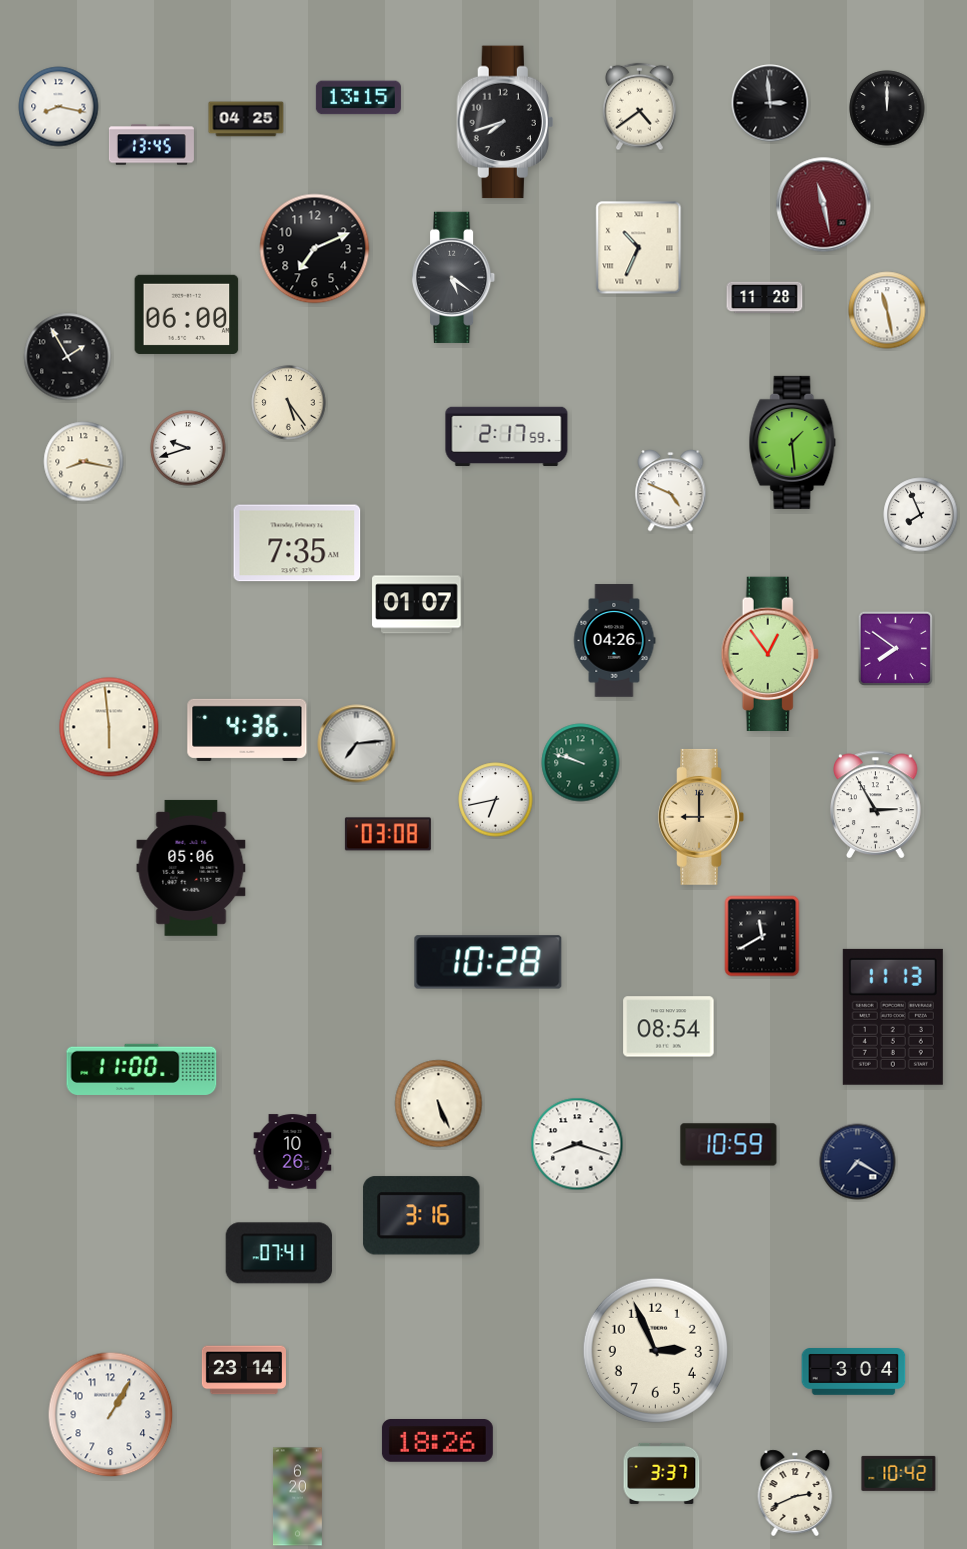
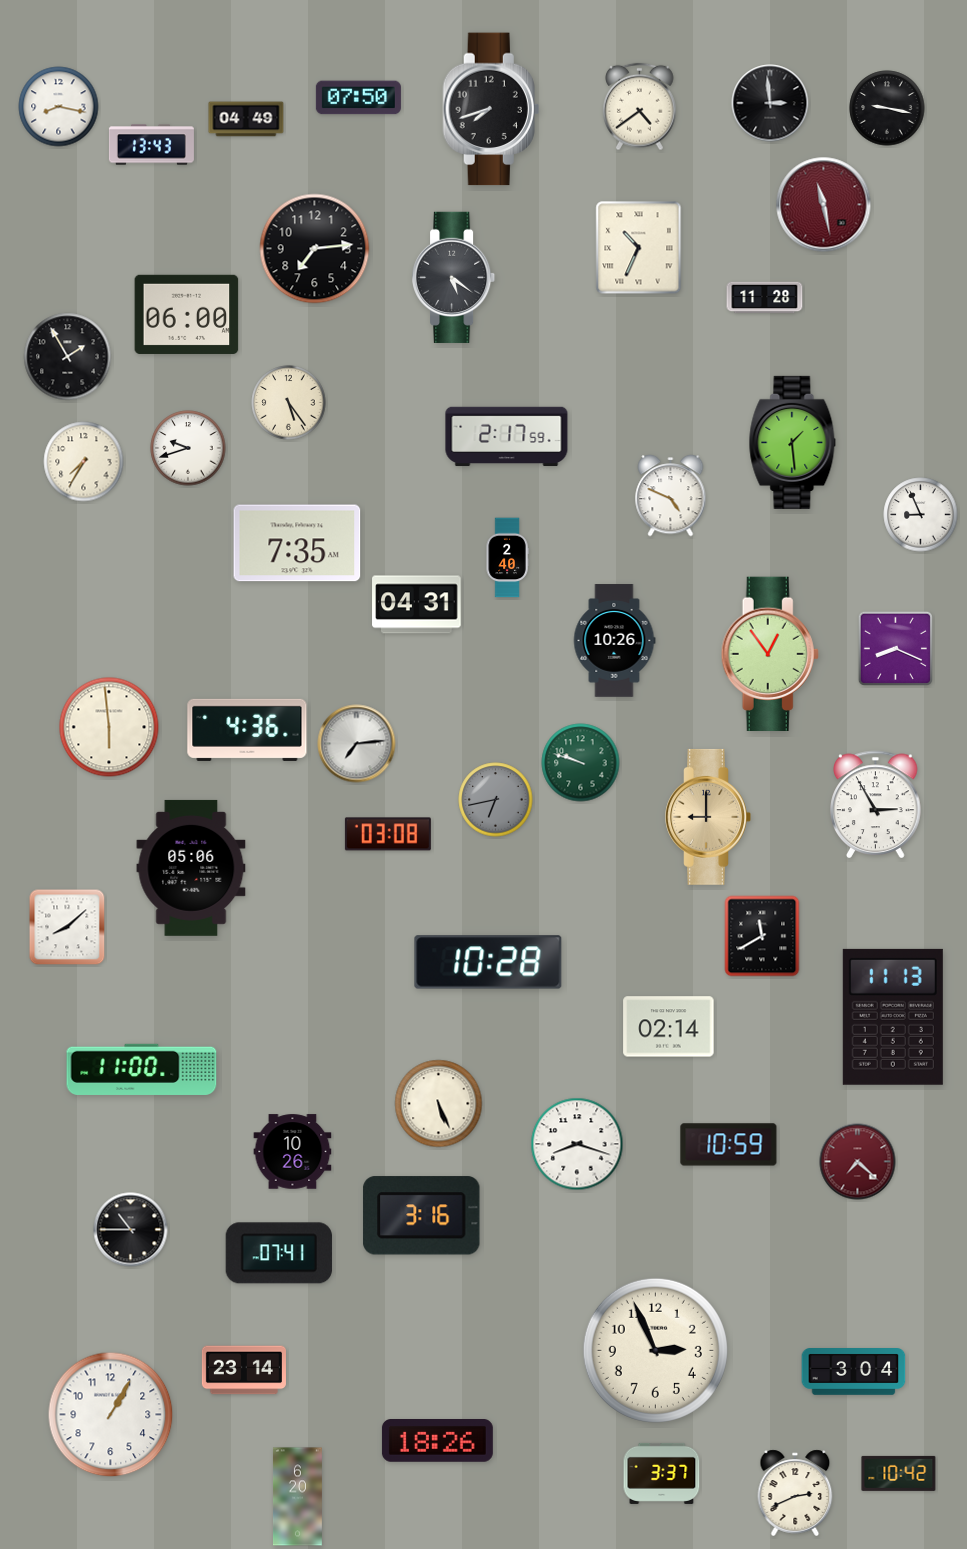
clock at (358, 98): 13:15 -> 07:50
clock at (887, 108): 12:00 -> 9:17
clock at (246, 119): 04:25 -> 04:49
clock at (505, 122) position: (505, 122) -> (491, 109)
clock at (151, 145): 13:45 -> 13:43
clock at (315, 249): 7:11 -> 7:14
clock at (887, 310): 11:28 -> none
clock at (84, 462): 8:17 -> 7:35
clock at (671, 491) position: (671, 491) -> (671, 496)
clock at (921, 515): 7:56 -> 8:56
clock at (507, 558): none -> 2:40
clock at (417, 605): 01:07 -> 04:31
clock at (614, 641): 04:26 -> 10:26
clock at (895, 648): 7:51 -> 8:19
clock at (496, 800) dial: white -> grey
clock at (701, 817) position: (701, 817) -> (708, 817)
clock at (67, 927): none -> 8:08
clock at (669, 1027): 08:54 -> 02:14
clock at (858, 1162): 7:20 -> 7:22
clock at (858, 1162) dial: navy -> burgundy
clock at (131, 1230): none -> 10:45
